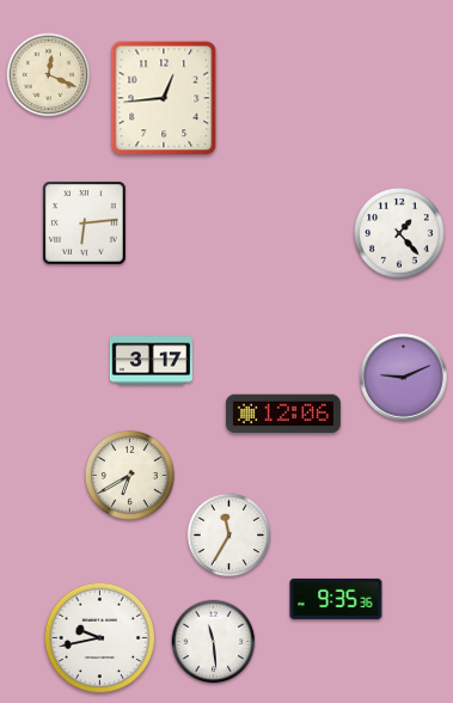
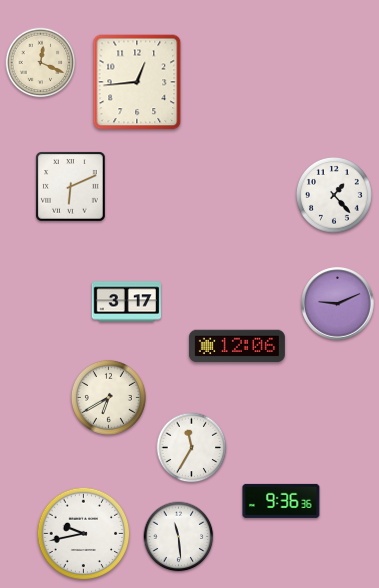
clock at (85, 224): 6:14 -> 6:11
clock at (404, 378) position: (404, 378) -> (338, 304)
clock at (336, 599): 9:35 -> 9:36
